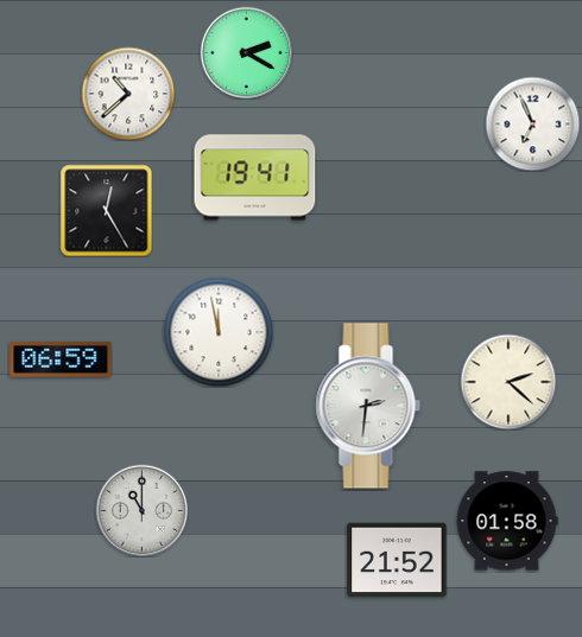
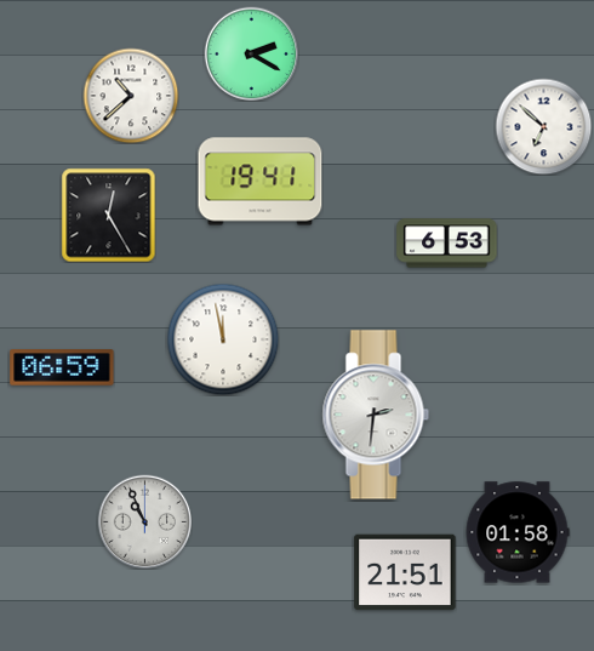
clock at (532, 123): 6:56 -> 6:52
clock at (447, 244): none -> 6:53
clock at (508, 382): 2:22 -> none
clock at (141, 510): 11:00 -> 10:56
clock at (397, 560): 21:52 -> 21:51
